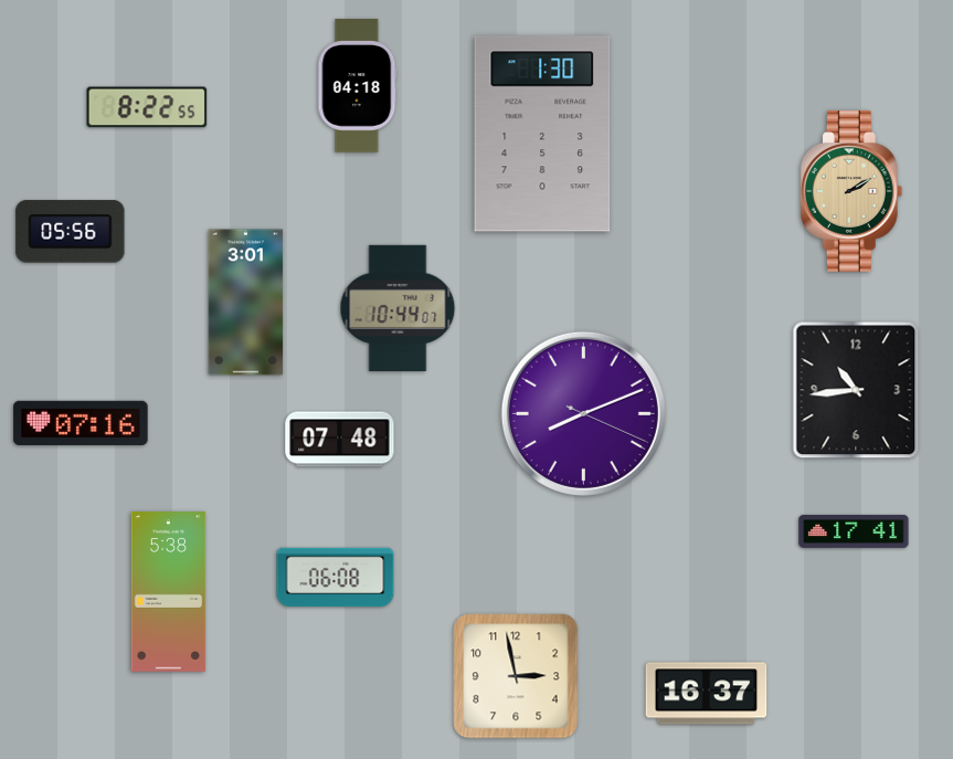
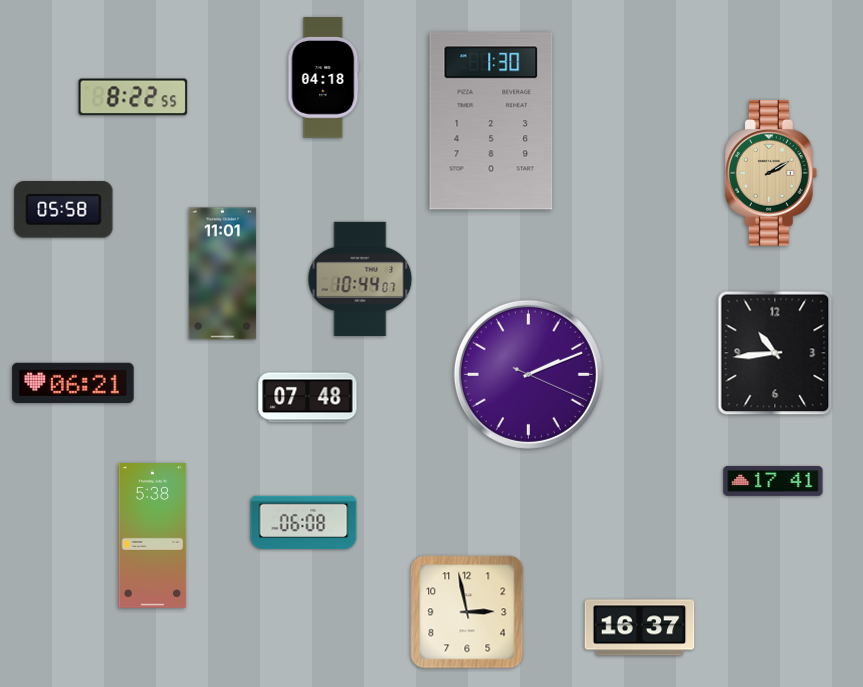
clock at (71, 232): 05:56 -> 05:58
clock at (246, 303): 3:01 -> 11:01
clock at (583, 413): 8:11 -> 2:11
clock at (81, 423): 07:16 -> 06:21
